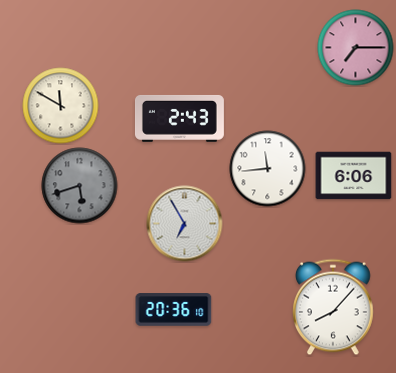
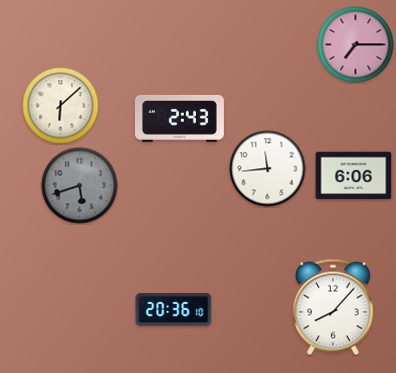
clock at (356, 48) position: (356, 48) -> (356, 45)
clock at (61, 106): 11:50 -> 6:08
clock at (185, 224): 6:55 -> none
